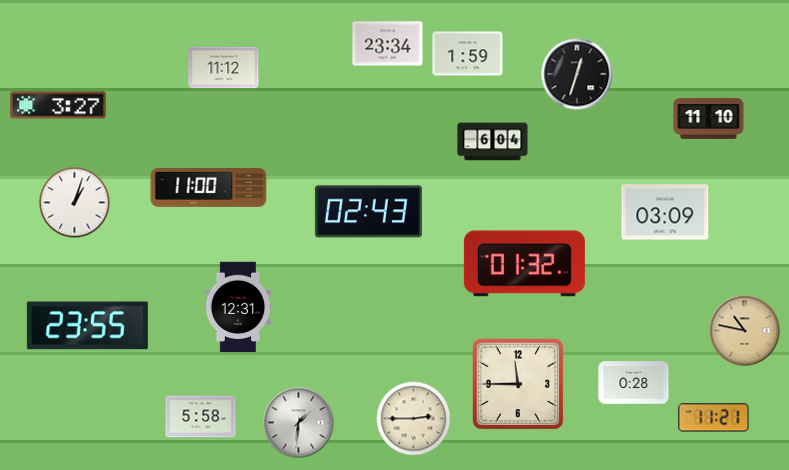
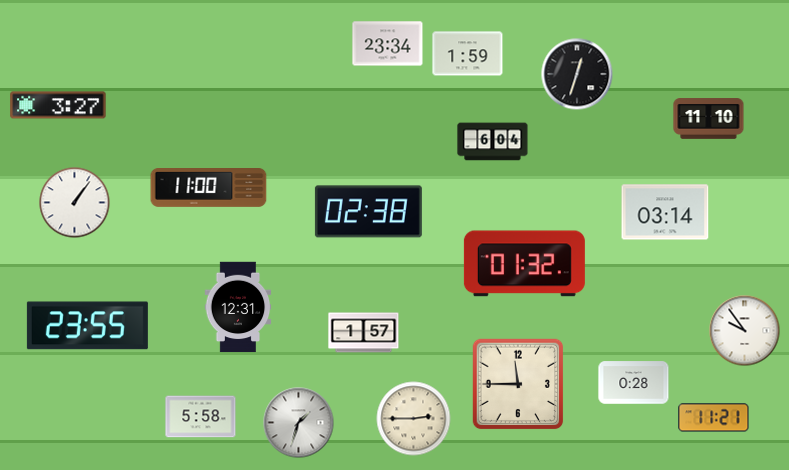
clock at (224, 68): 11:12 -> none
clock at (75, 203): 1:03 -> 1:06
clock at (368, 212): 02:43 -> 02:38
clock at (665, 212): 03:09 -> 03:14
clock at (745, 331): 10:47 -> 9:54
clock at (745, 331) dial: champagne -> white
clock at (364, 333): none -> 1:57
clock at (299, 423): 1:31 -> 1:33
